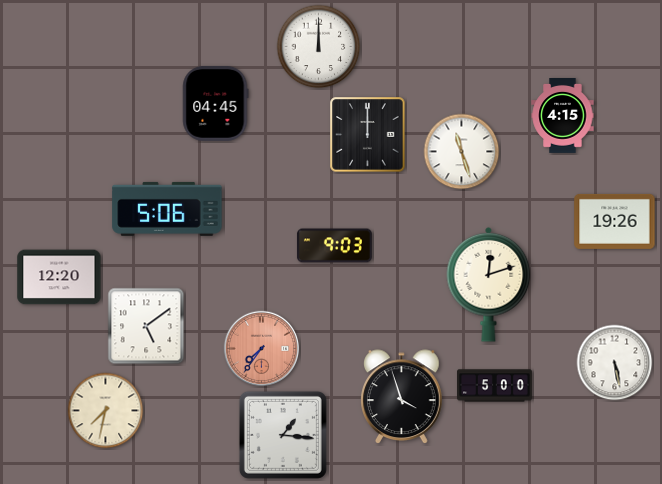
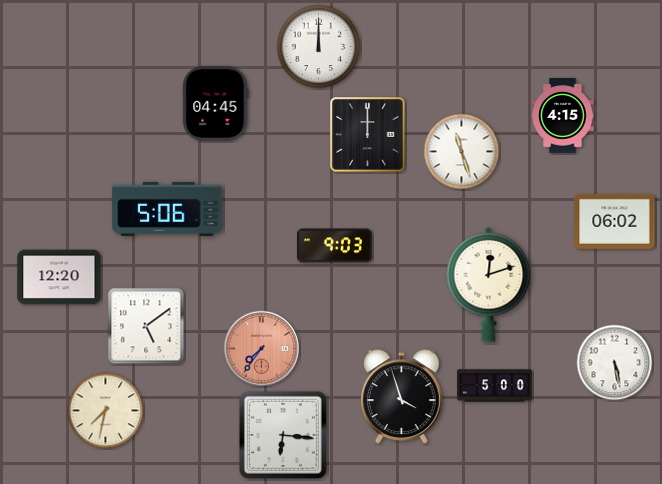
clock at (615, 221): 19:26 -> 06:02
clock at (283, 435): 1:16 -> 6:16
